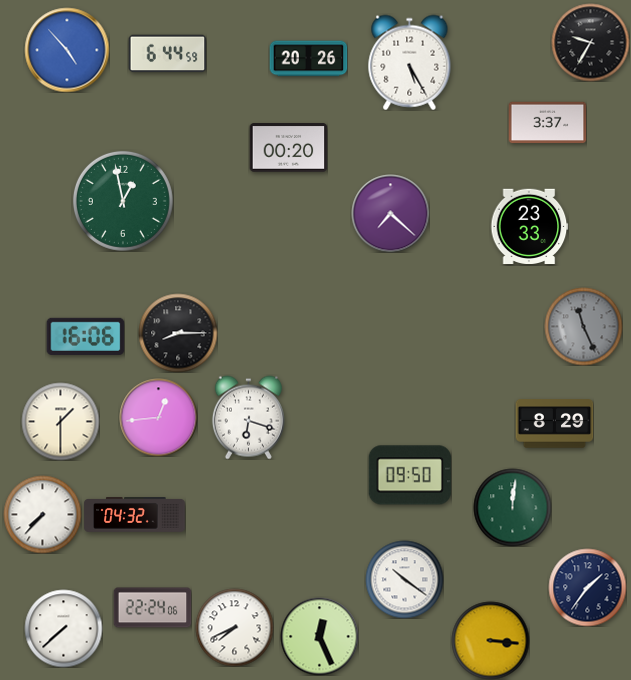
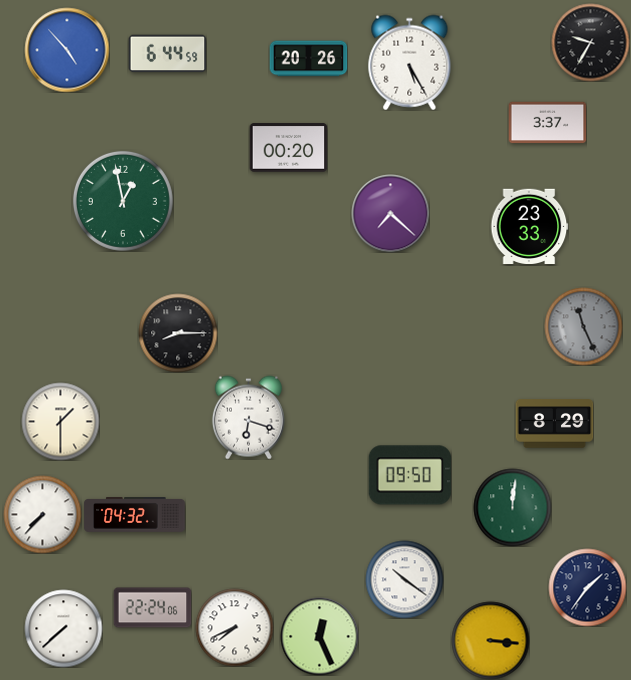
clock at (85, 336): 16:06 -> none
clock at (158, 417): 12:44 -> none
